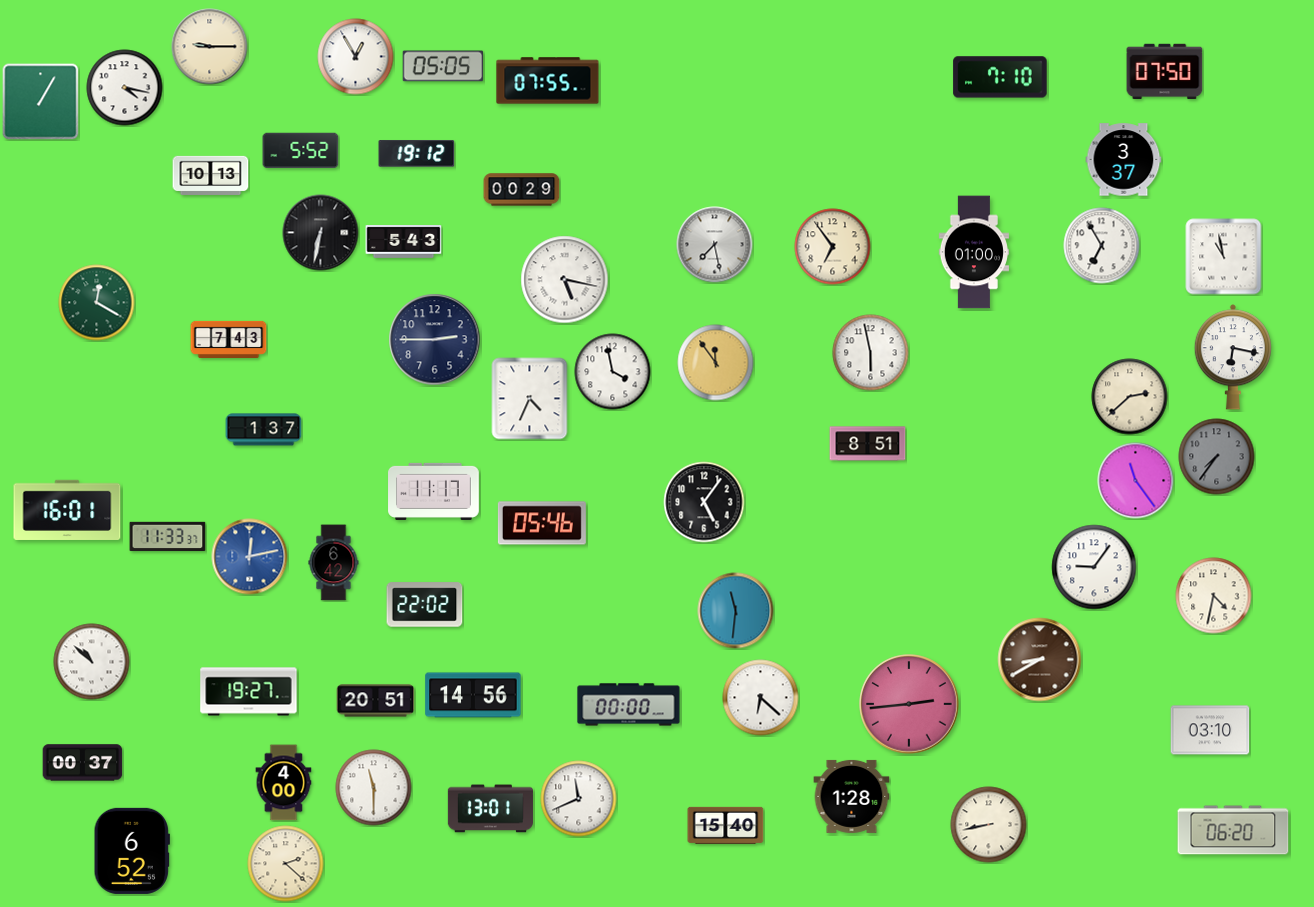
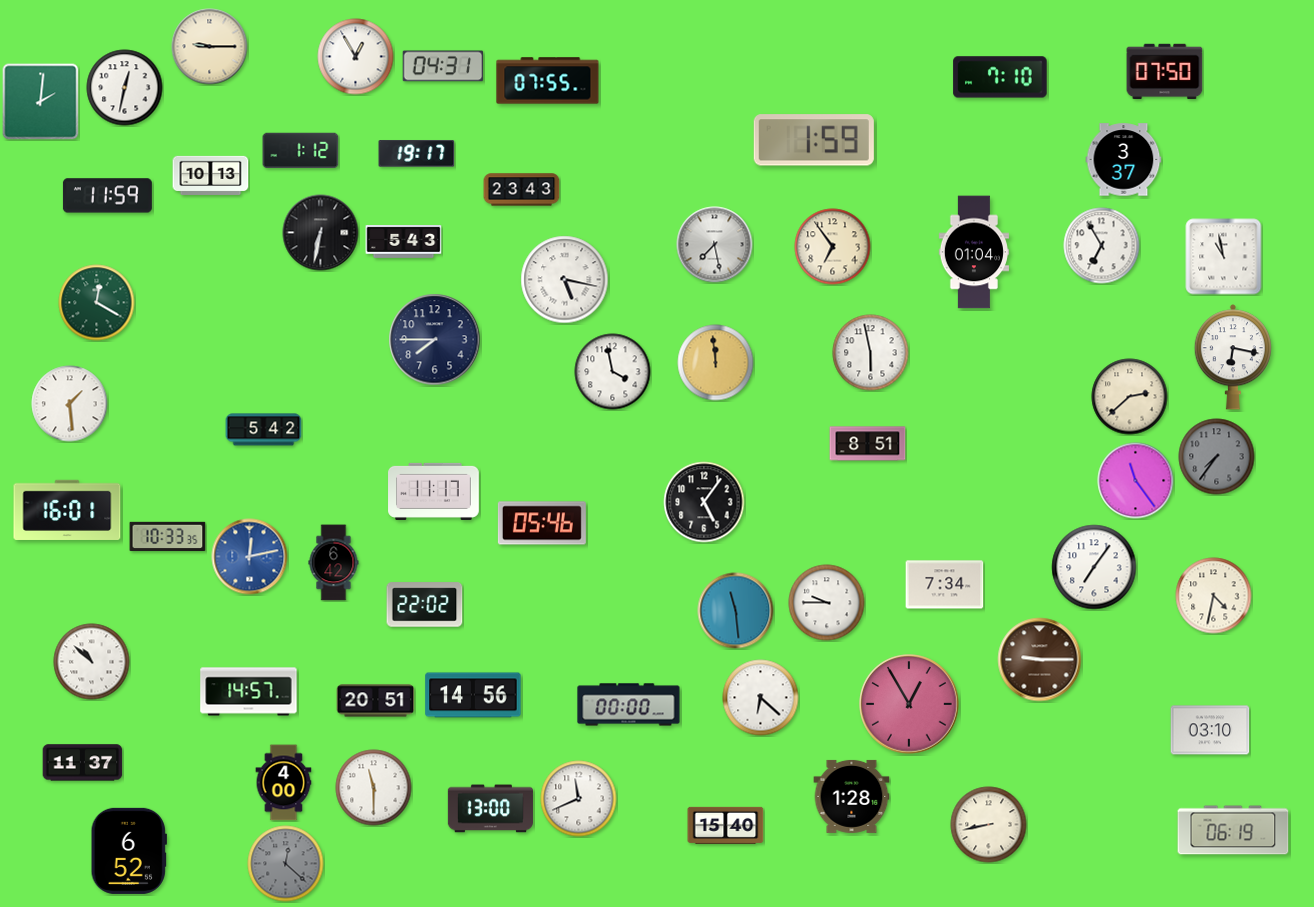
clock at (443, 66): 05:05 -> 04:31
clock at (125, 88): 4:17 -> 12:32
clock at (41, 102): 1:05 -> 2:01
clock at (814, 140): none -> 1:59
clock at (301, 151): 5:52 -> 1:12
clock at (417, 154): 19:12 -> 19:17
clock at (522, 190): 00:29 -> 23:43
clock at (107, 196): none -> 11:59
clock at (973, 252): 01:00 -> 01:04
clock at (229, 339): 7:43 -> none
clock at (435, 340): 2:45 -> 7:45
clock at (716, 363): 11:54 -> 11:59
clock at (530, 399): 4:34 -> none
clock at (70, 404): none -> 1:29
clock at (264, 430): 1:37 -> 5:42
clock at (168, 537): 11:33 -> 10:33
clock at (1094, 567): 9:06 -> 7:06
clock at (945, 585): none -> 7:34
clock at (827, 603): none -> 9:45
clock at (736, 611): 11:31 -> 11:29
clock at (1040, 660): 8:40 -> 9:15
clock at (249, 692): 19:27 -> 14:57
clock at (909, 704): 2:44 -> 12:55
clock at (83, 763): 00:37 -> 11:37
clock at (490, 809): 13:01 -> 13:00
clock at (1233, 830): 06:20 -> 06:19
clock at (132, 851) position: (132, 851) -> (129, 851)
clock at (286, 864): 2:22 -> 12:22
clock at (286, 864) dial: cream -> grey
